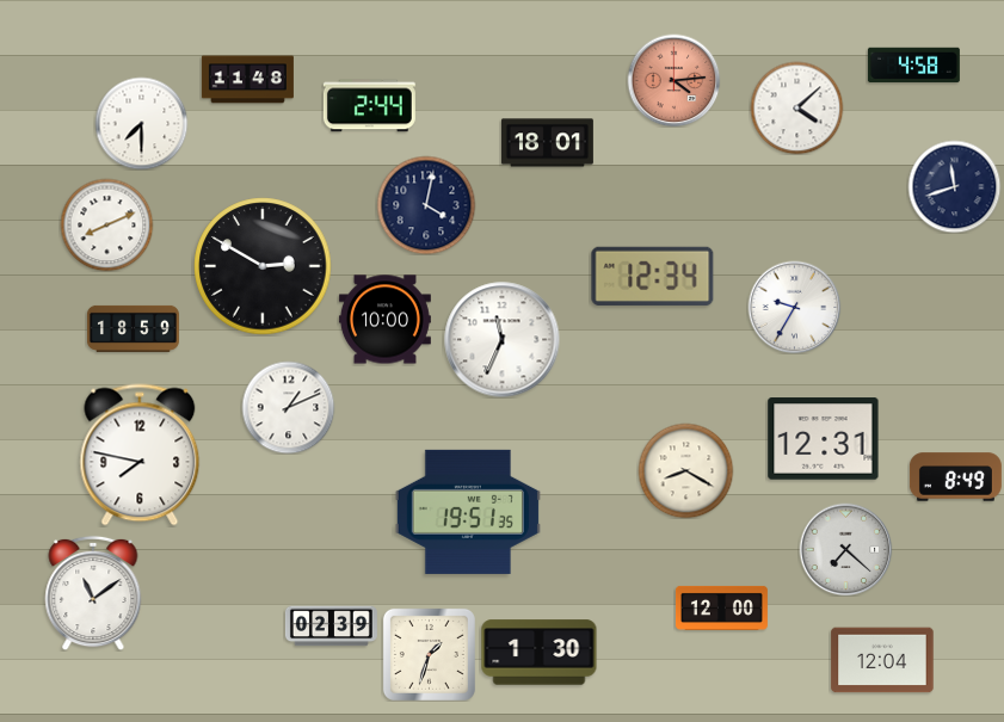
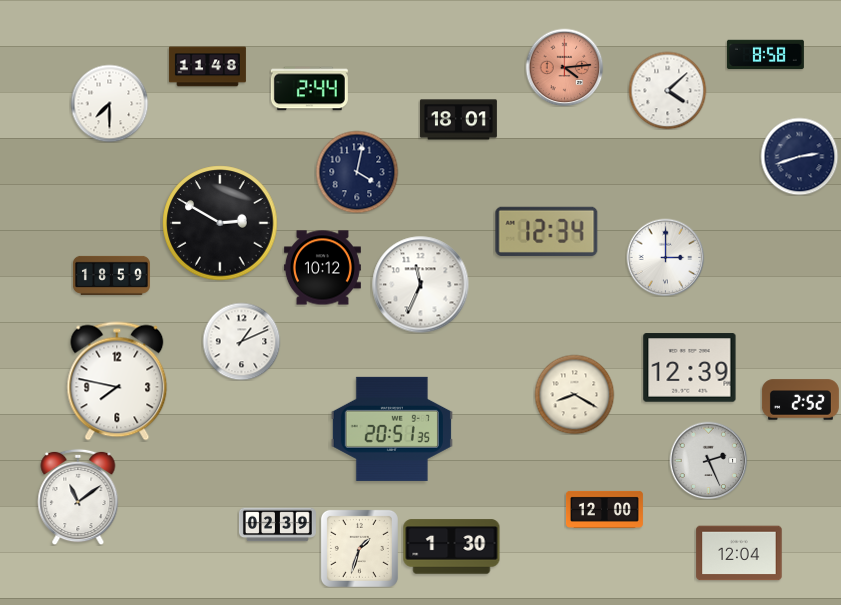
clock at (913, 66): 4:58 -> 8:58
clock at (141, 123) position: (141, 123) -> (109, 103)
clock at (954, 186): 11:42 -> 2:42
clock at (106, 224): 8:11 -> none
clock at (794, 307): 9:35 -> 3:00
clock at (384, 320): 10:00 -> 10:12
clock at (824, 439): 12:31 -> 12:39
clock at (955, 477): 8:49 -> 2:52
clock at (468, 512): 19:51 -> 20:51
clock at (845, 549): 7:22 -> 2:26
